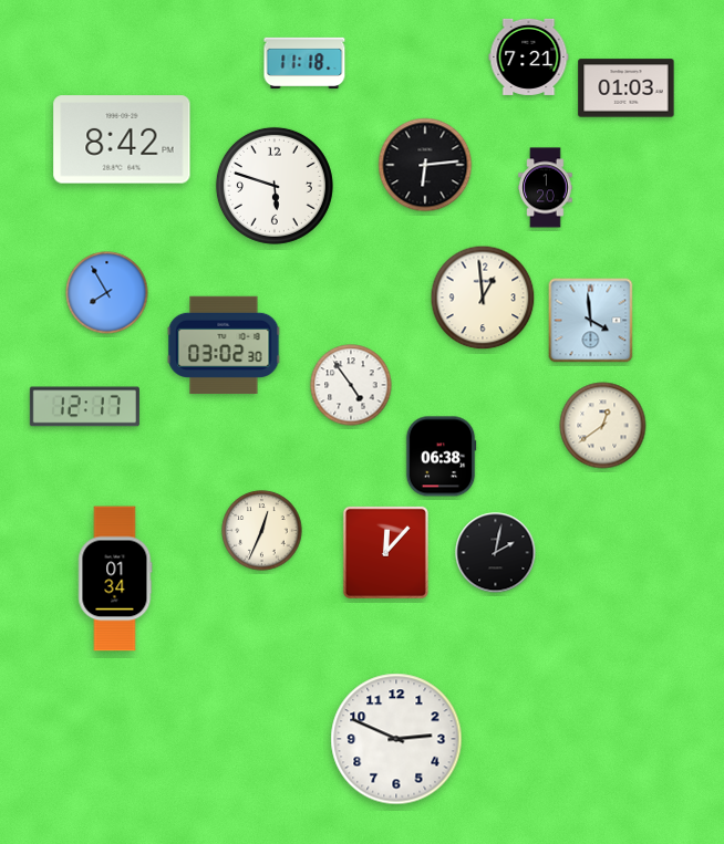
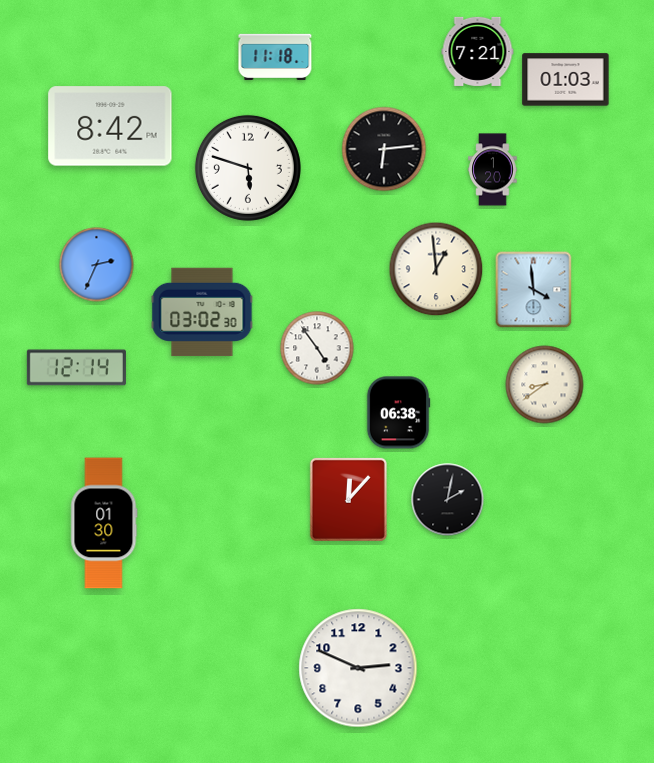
clock at (107, 293): 7:55 -> 2:34
clock at (84, 407): 12:17 -> 12:14
clock at (603, 426): 12:39 -> 8:39
clock at (262, 531): 12:34 -> none
clock at (115, 579): 01:34 -> 01:30
